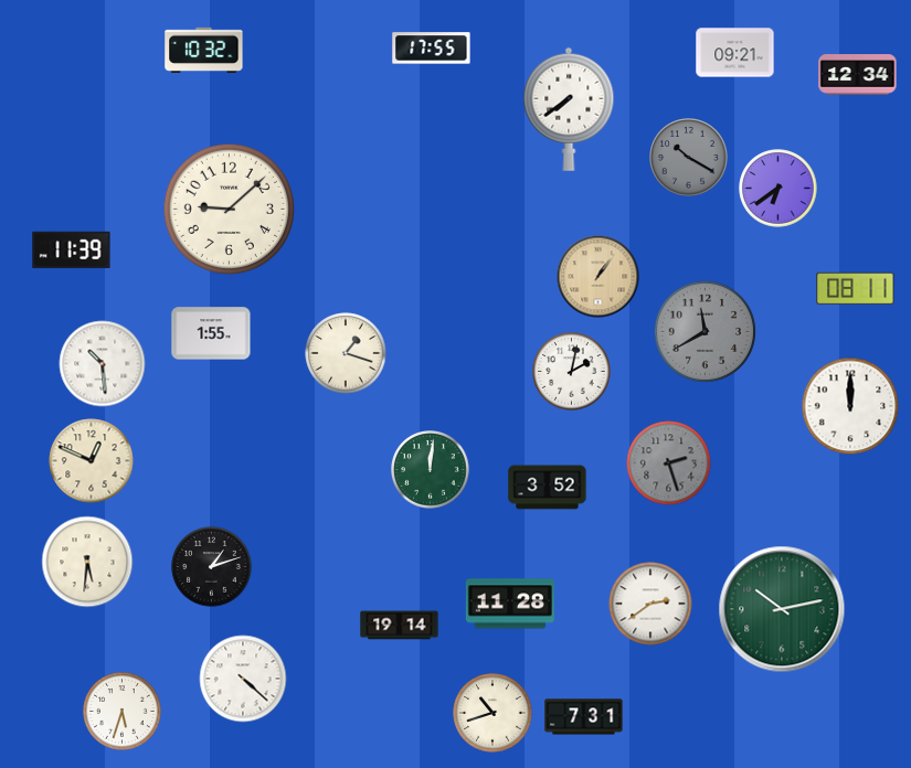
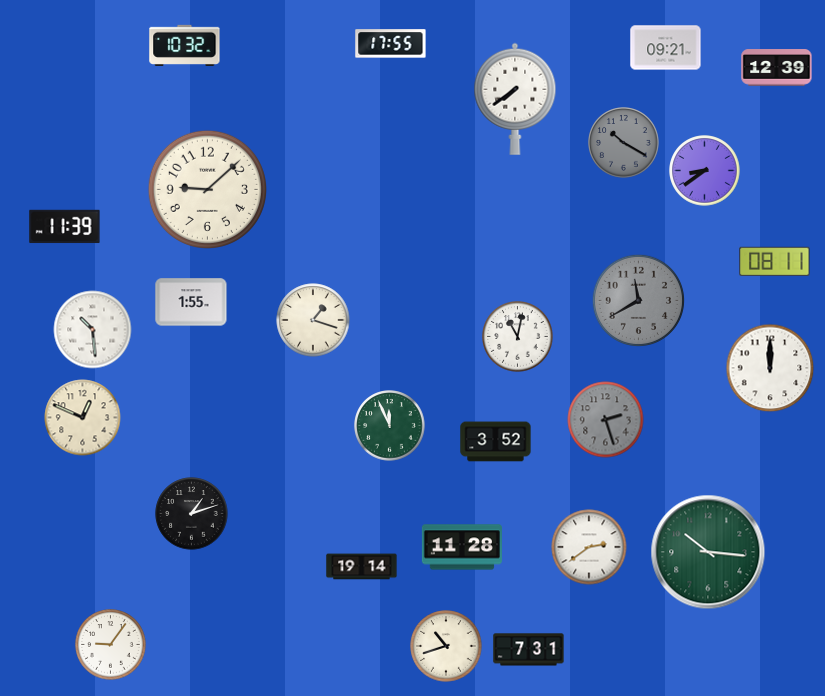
clock at (858, 75): 12:34 -> 12:39
clock at (778, 189): 6:39 -> 8:39
clock at (598, 277): 1:06 -> none
clock at (572, 372): 2:02 -> 11:02
clock at (431, 470): 12:01 -> 11:56
clock at (87, 562): 5:31 -> none
clock at (782, 609): 10:13 -> 10:16
clock at (243, 679): 4:22 -> none
clock at (123, 712): 5:33 -> 9:06
